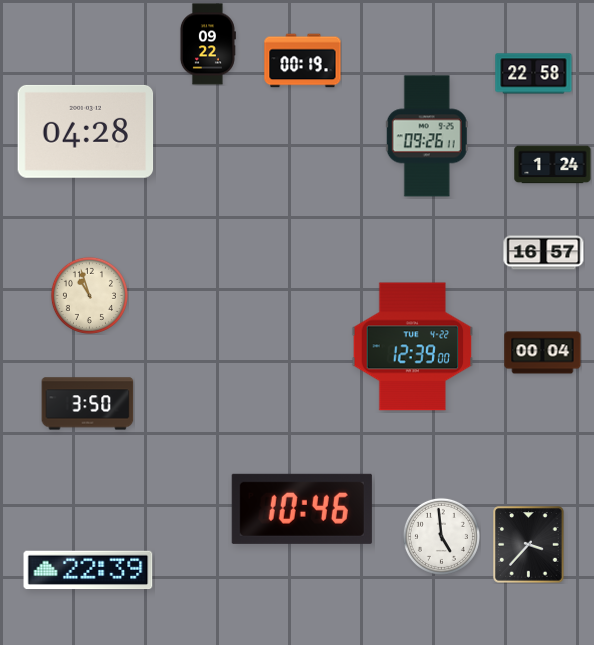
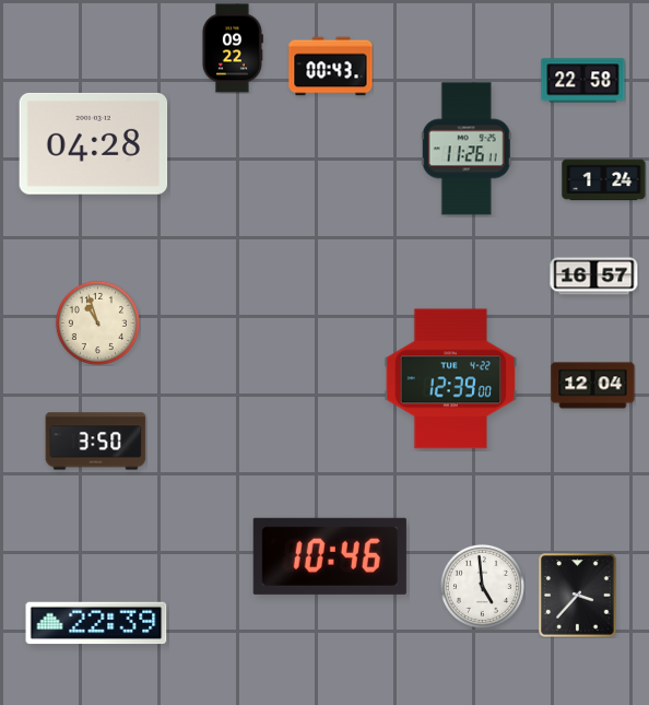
clock at (207, 44) position: (207, 44) -> (232, 48)
clock at (303, 61): 00:19 -> 00:43
clock at (427, 136): 09:26 -> 11:26
clock at (543, 353): 00:04 -> 12:04
